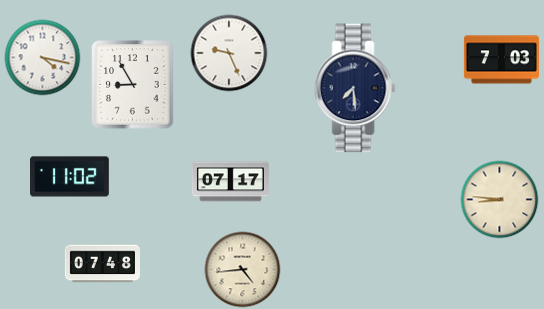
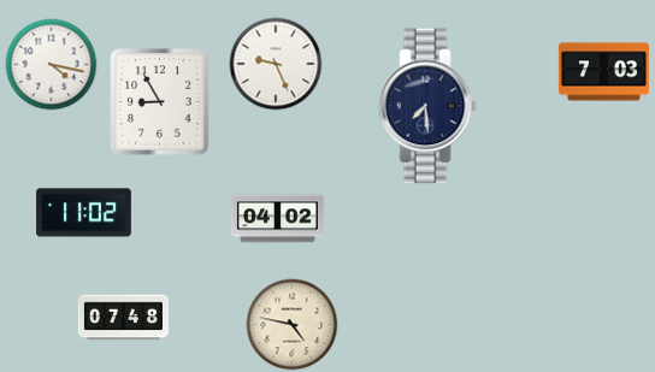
clock at (43, 58) position: (43, 58) -> (52, 65)
clock at (230, 182): 07:17 -> 04:02
clock at (500, 200): 8:46 -> none
clock at (243, 270): 4:44 -> 4:47
